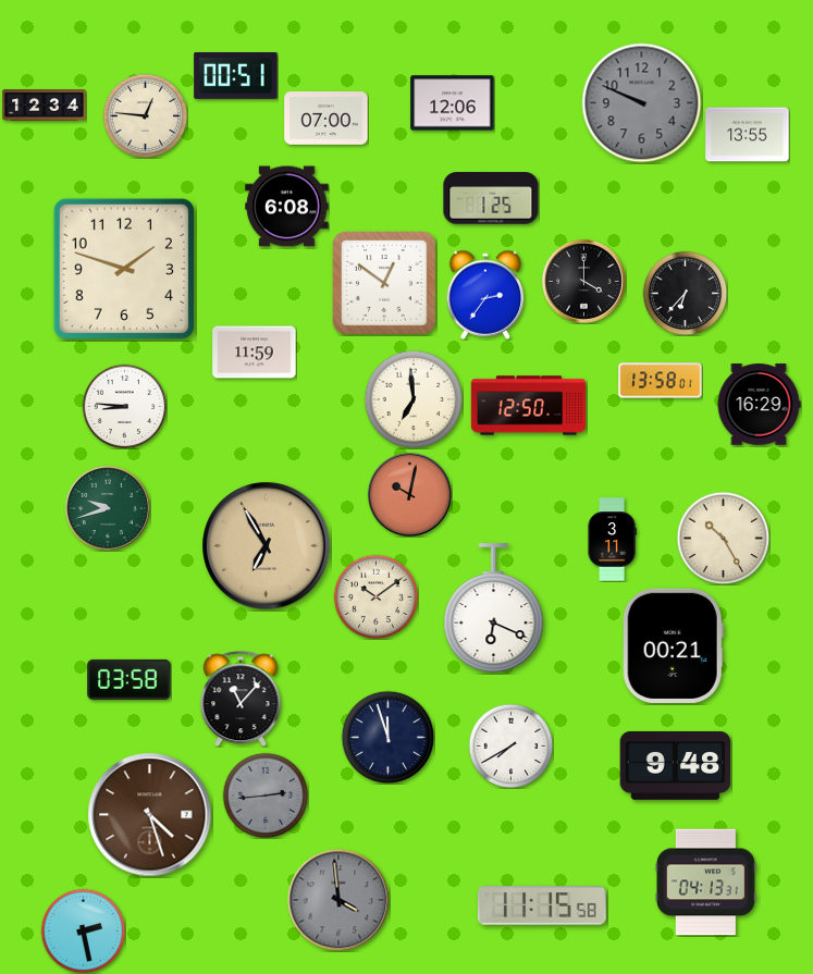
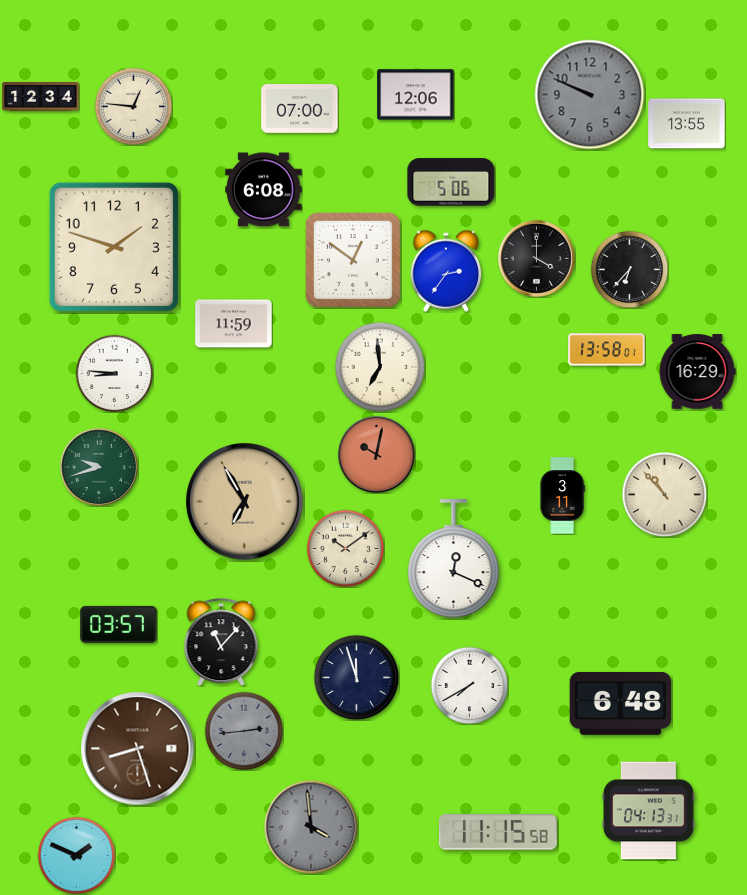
clock at (236, 76): 00:51 -> none
clock at (491, 198): 1:25 -> 5:06
clock at (529, 406): 12:50 -> none
clock at (723, 538): 10:25 -> 10:53
clock at (494, 608): 6:19 -> 12:19
clock at (673, 645): 00:21 -> none
clock at (130, 679): 03:58 -> 03:57
clock at (676, 766): 9:48 -> 6:48
clock at (150, 815): 4:27 -> 8:27
clock at (83, 930): 2:28 -> 1:49
